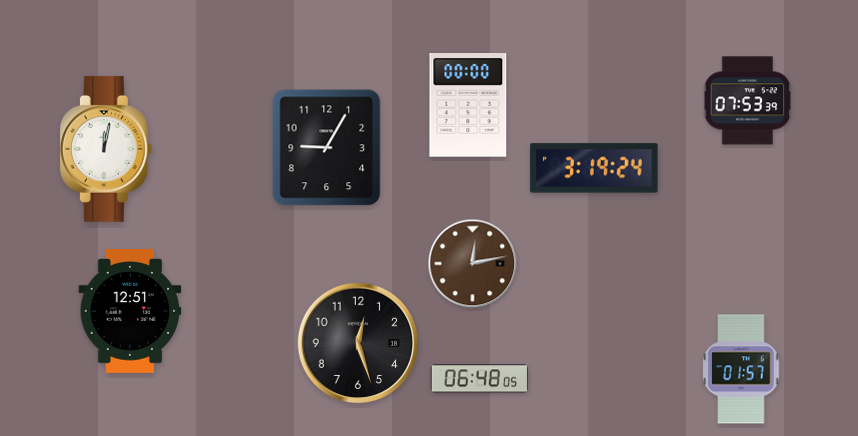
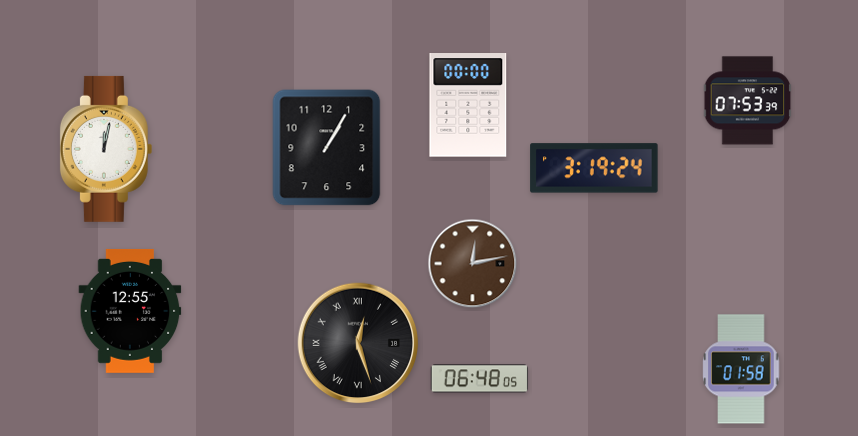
clock at (327, 148): 9:05 -> 1:05
clock at (130, 311): 12:51 -> 12:55
clock at (358, 343) numerals: Arabic -> Roman
clock at (741, 369): 01:57 -> 01:58
